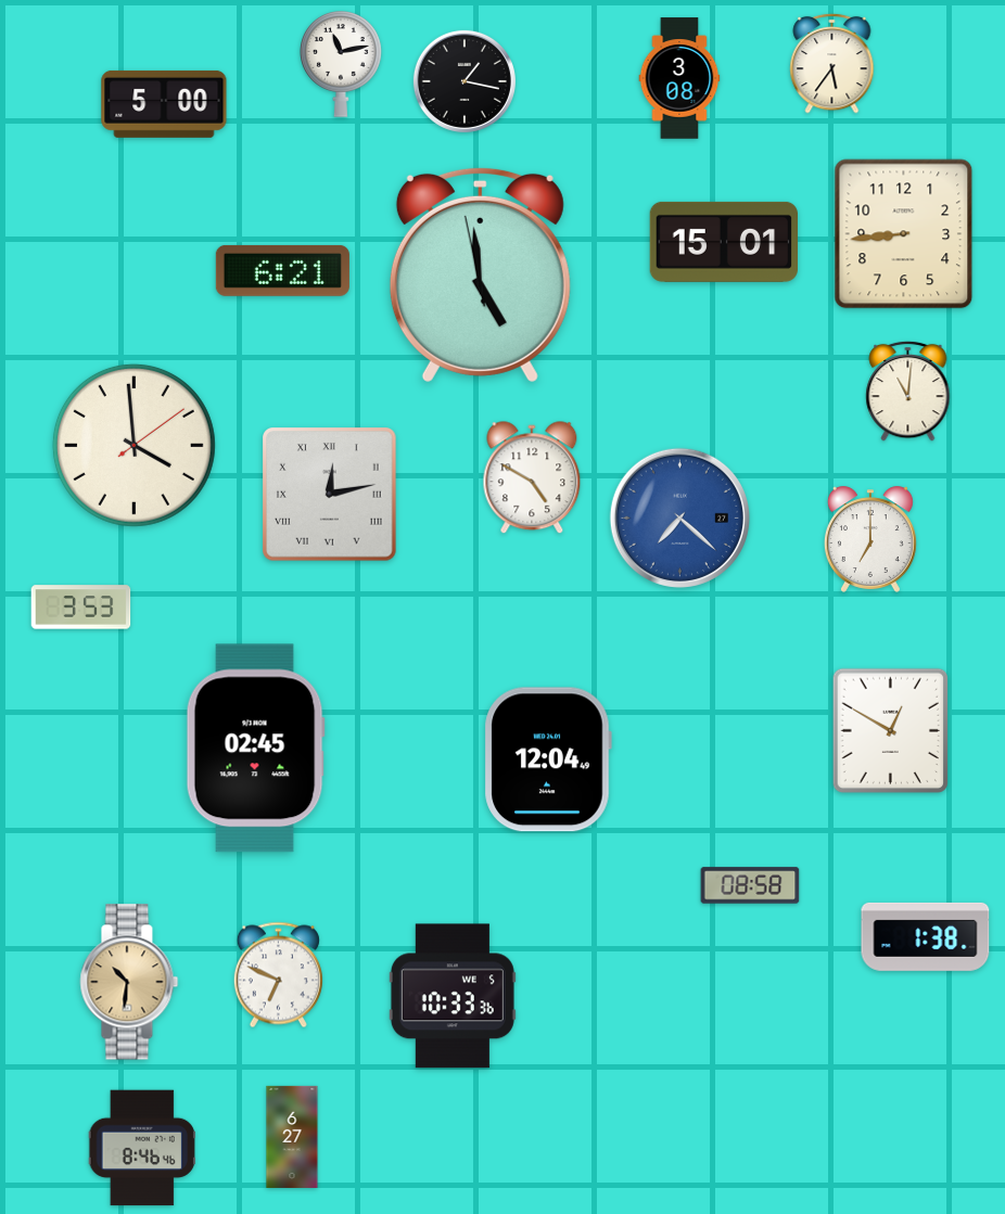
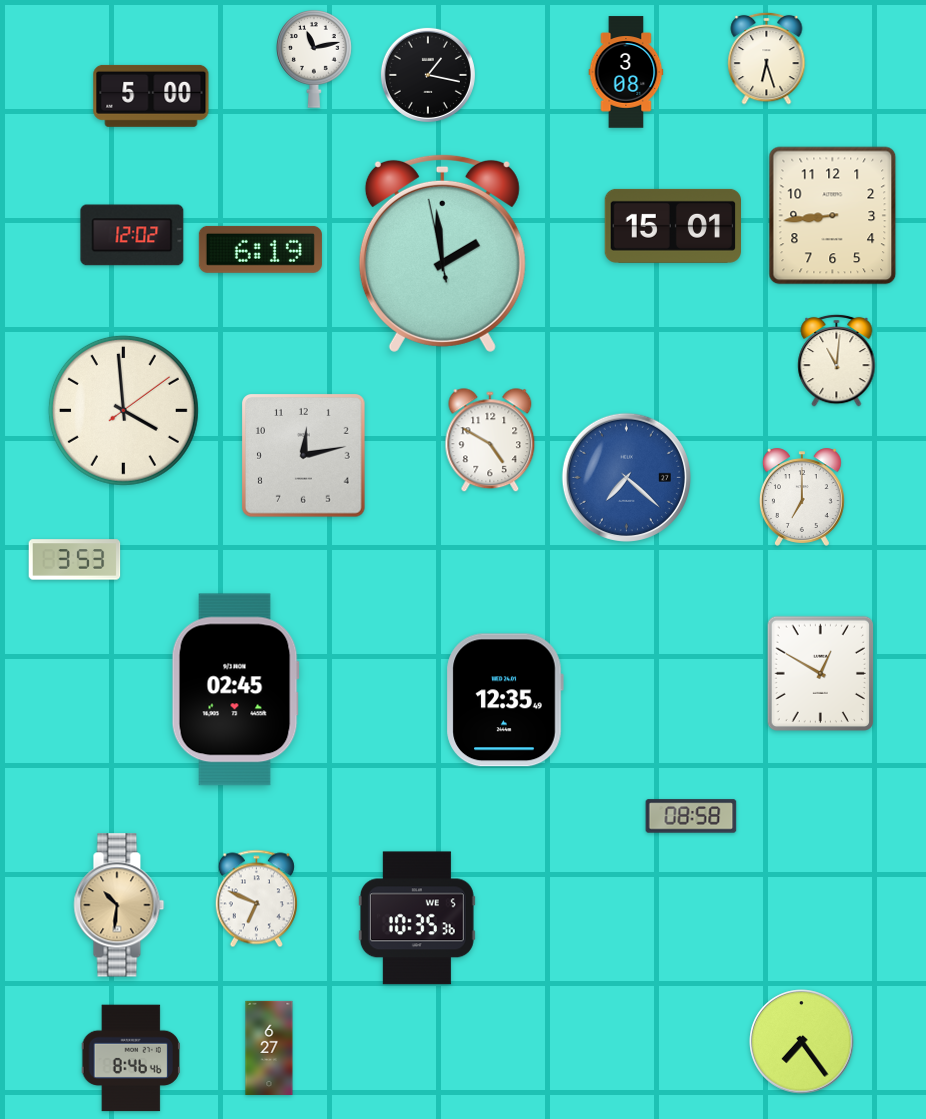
clock at (832, 63): 5:36 -> 6:27
clock at (724, 242) position: (724, 242) -> (673, 226)
clock at (132, 235): none -> 12:02
clock at (282, 270): 6:21 -> 6:19
clock at (480, 274): 4:58 -> 1:58
clock at (330, 495) numerals: Roman -> Arabic
clock at (548, 759): 12:04 -> 12:35
clock at (926, 936): 1:38 -> none
clock at (453, 996): 10:33 -> 10:35
clock at (802, 1042): none -> 7:24
